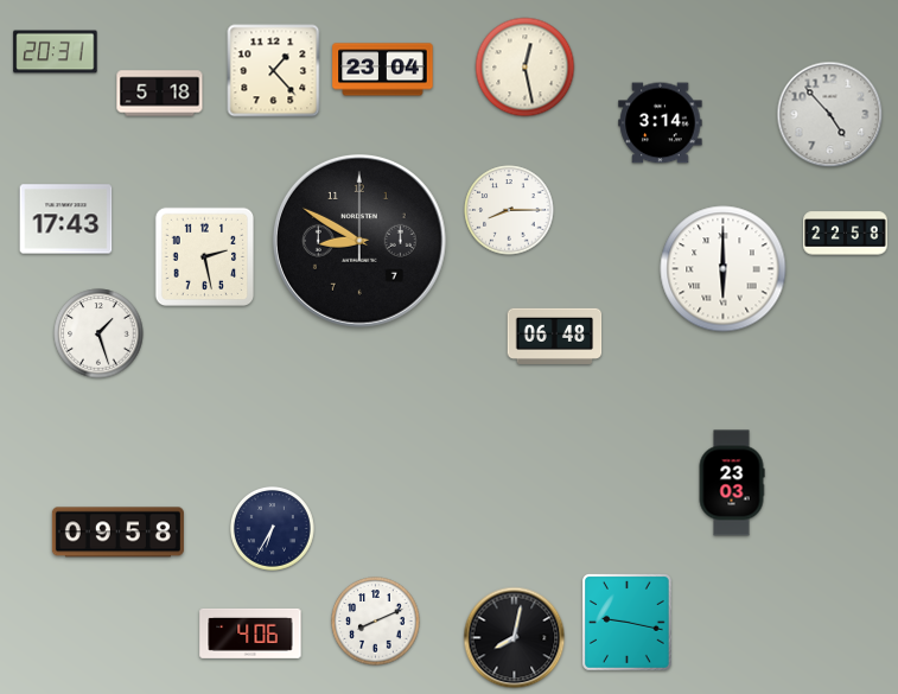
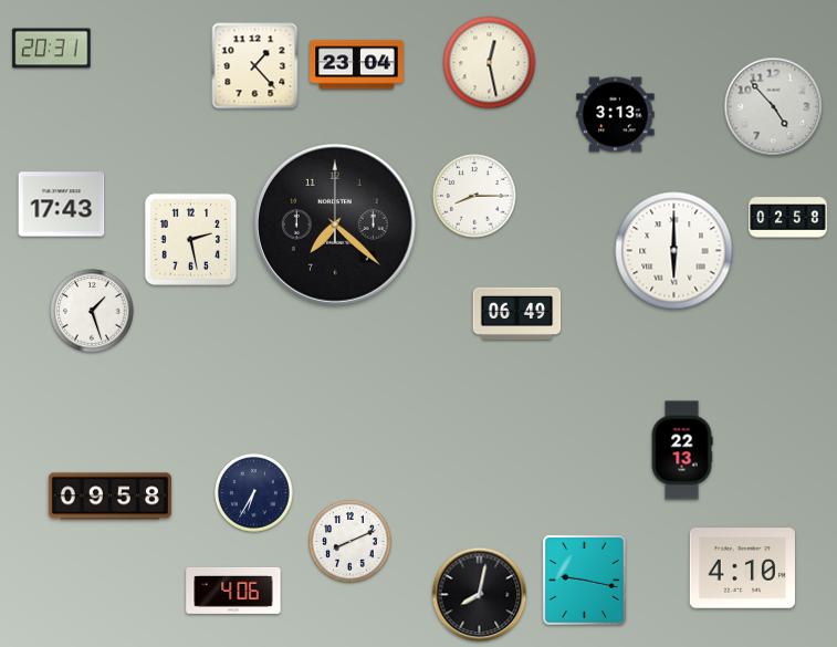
clock at (160, 94): 5:18 -> none
clock at (661, 123): 3:14 -> 3:13
clock at (846, 234): 22:58 -> 02:58
clock at (359, 241): 8:50 -> 7:22
clock at (555, 336): 06:48 -> 06:49
clock at (732, 483): 23:03 -> 22:13
clock at (742, 568): none -> 4:10
clock at (376, 622) position: (376, 622) -> (351, 542)
